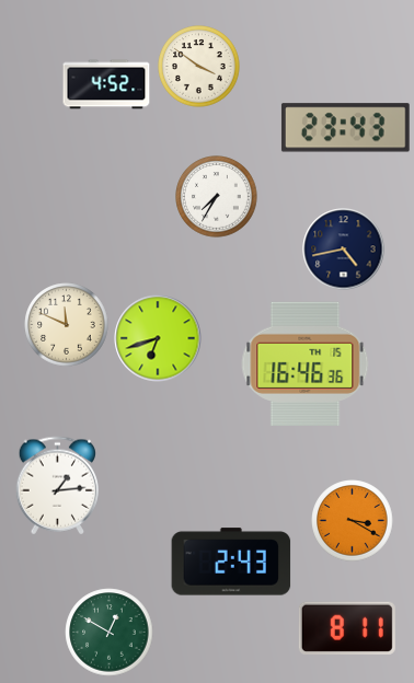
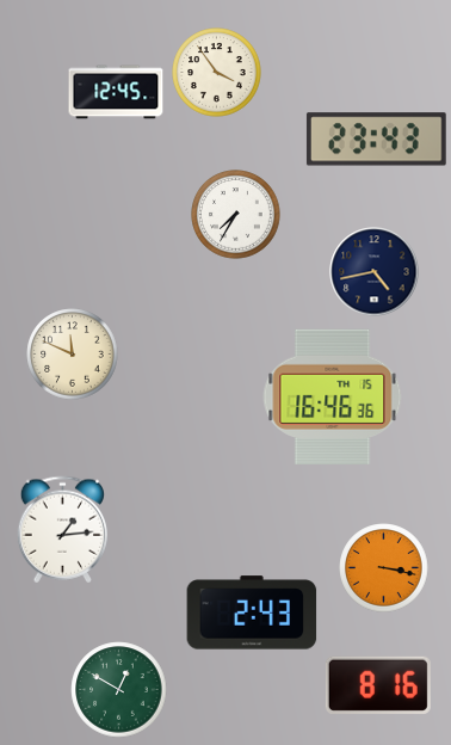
clock at (199, 67): 3:51 -> 3:54
clock at (106, 84): 4:52 -> 12:45
clock at (158, 338): 6:42 -> none
clock at (353, 521): 3:20 -> 3:17
clock at (347, 628): 8:11 -> 8:16
